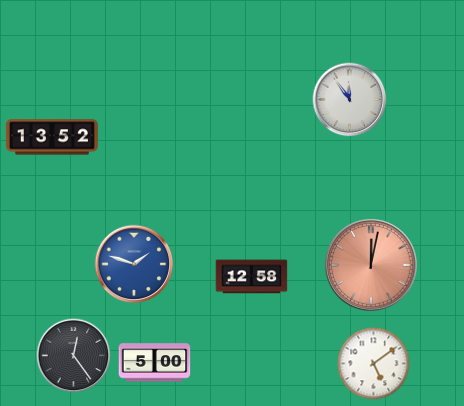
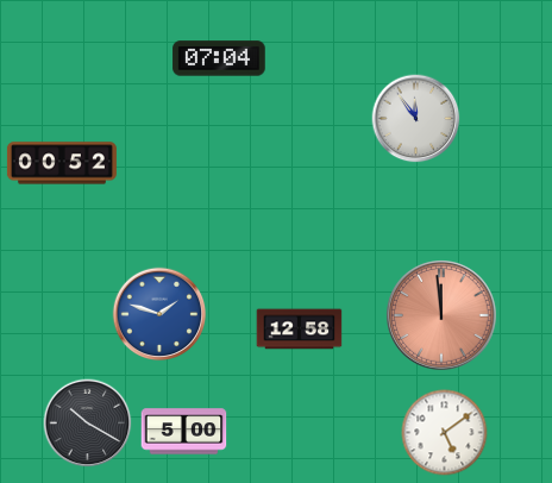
clock at (219, 58): none -> 07:04
clock at (52, 137): 13:52 -> 00:52
clock at (371, 265): 12:02 -> 11:59
clock at (74, 356): 12:24 -> 10:20
